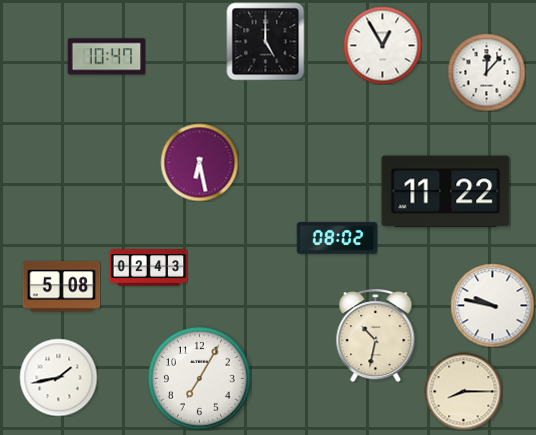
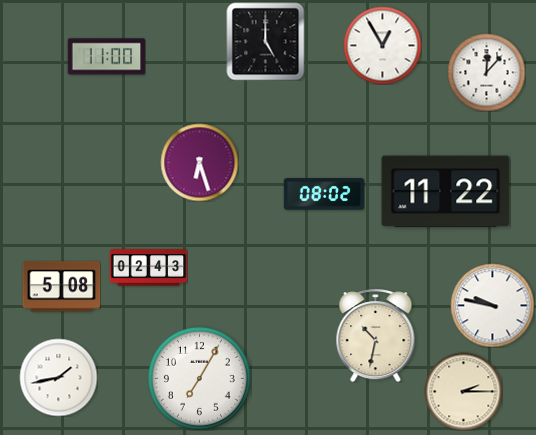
clock at (106, 57): 10:47 -> 11:00
clock at (199, 162): 6:28 -> 6:27
clock at (337, 238) position: (337, 238) -> (324, 194)
clock at (463, 391): 8:15 -> 2:15
